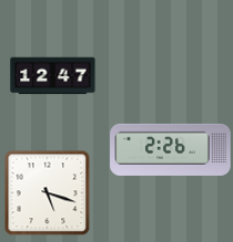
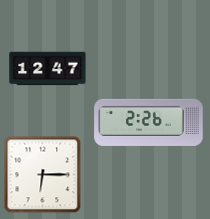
clock at (171, 149) position: (171, 149) -> (149, 122)
clock at (47, 192): 5:18 -> 6:15
